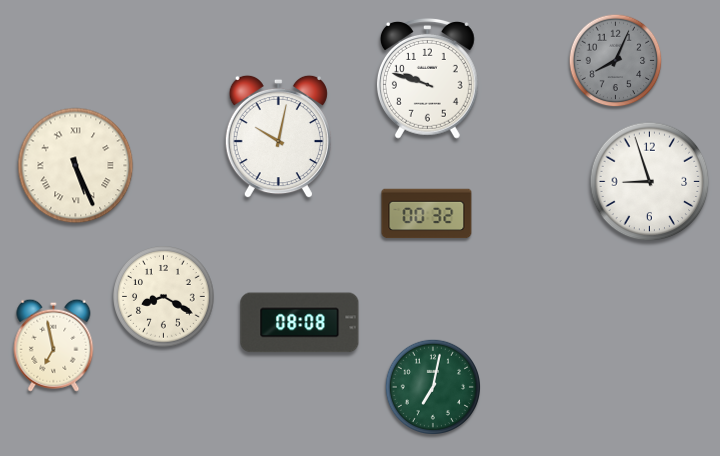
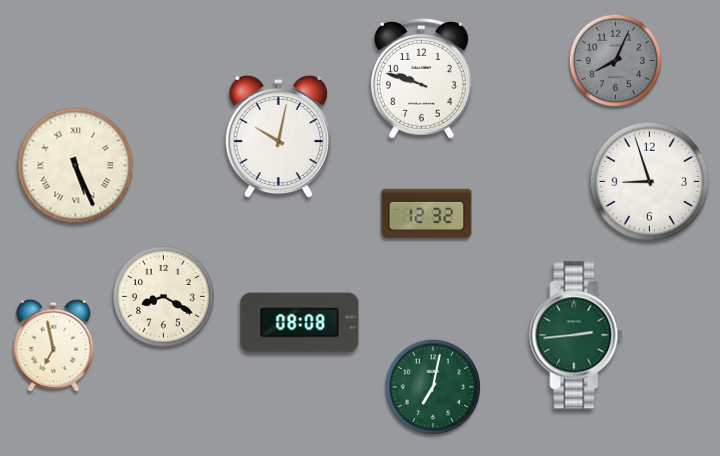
clock at (427, 79) position: (427, 79) -> (421, 79)
clock at (427, 214): 00:32 -> 12:32
clock at (576, 335): none -> 2:44
